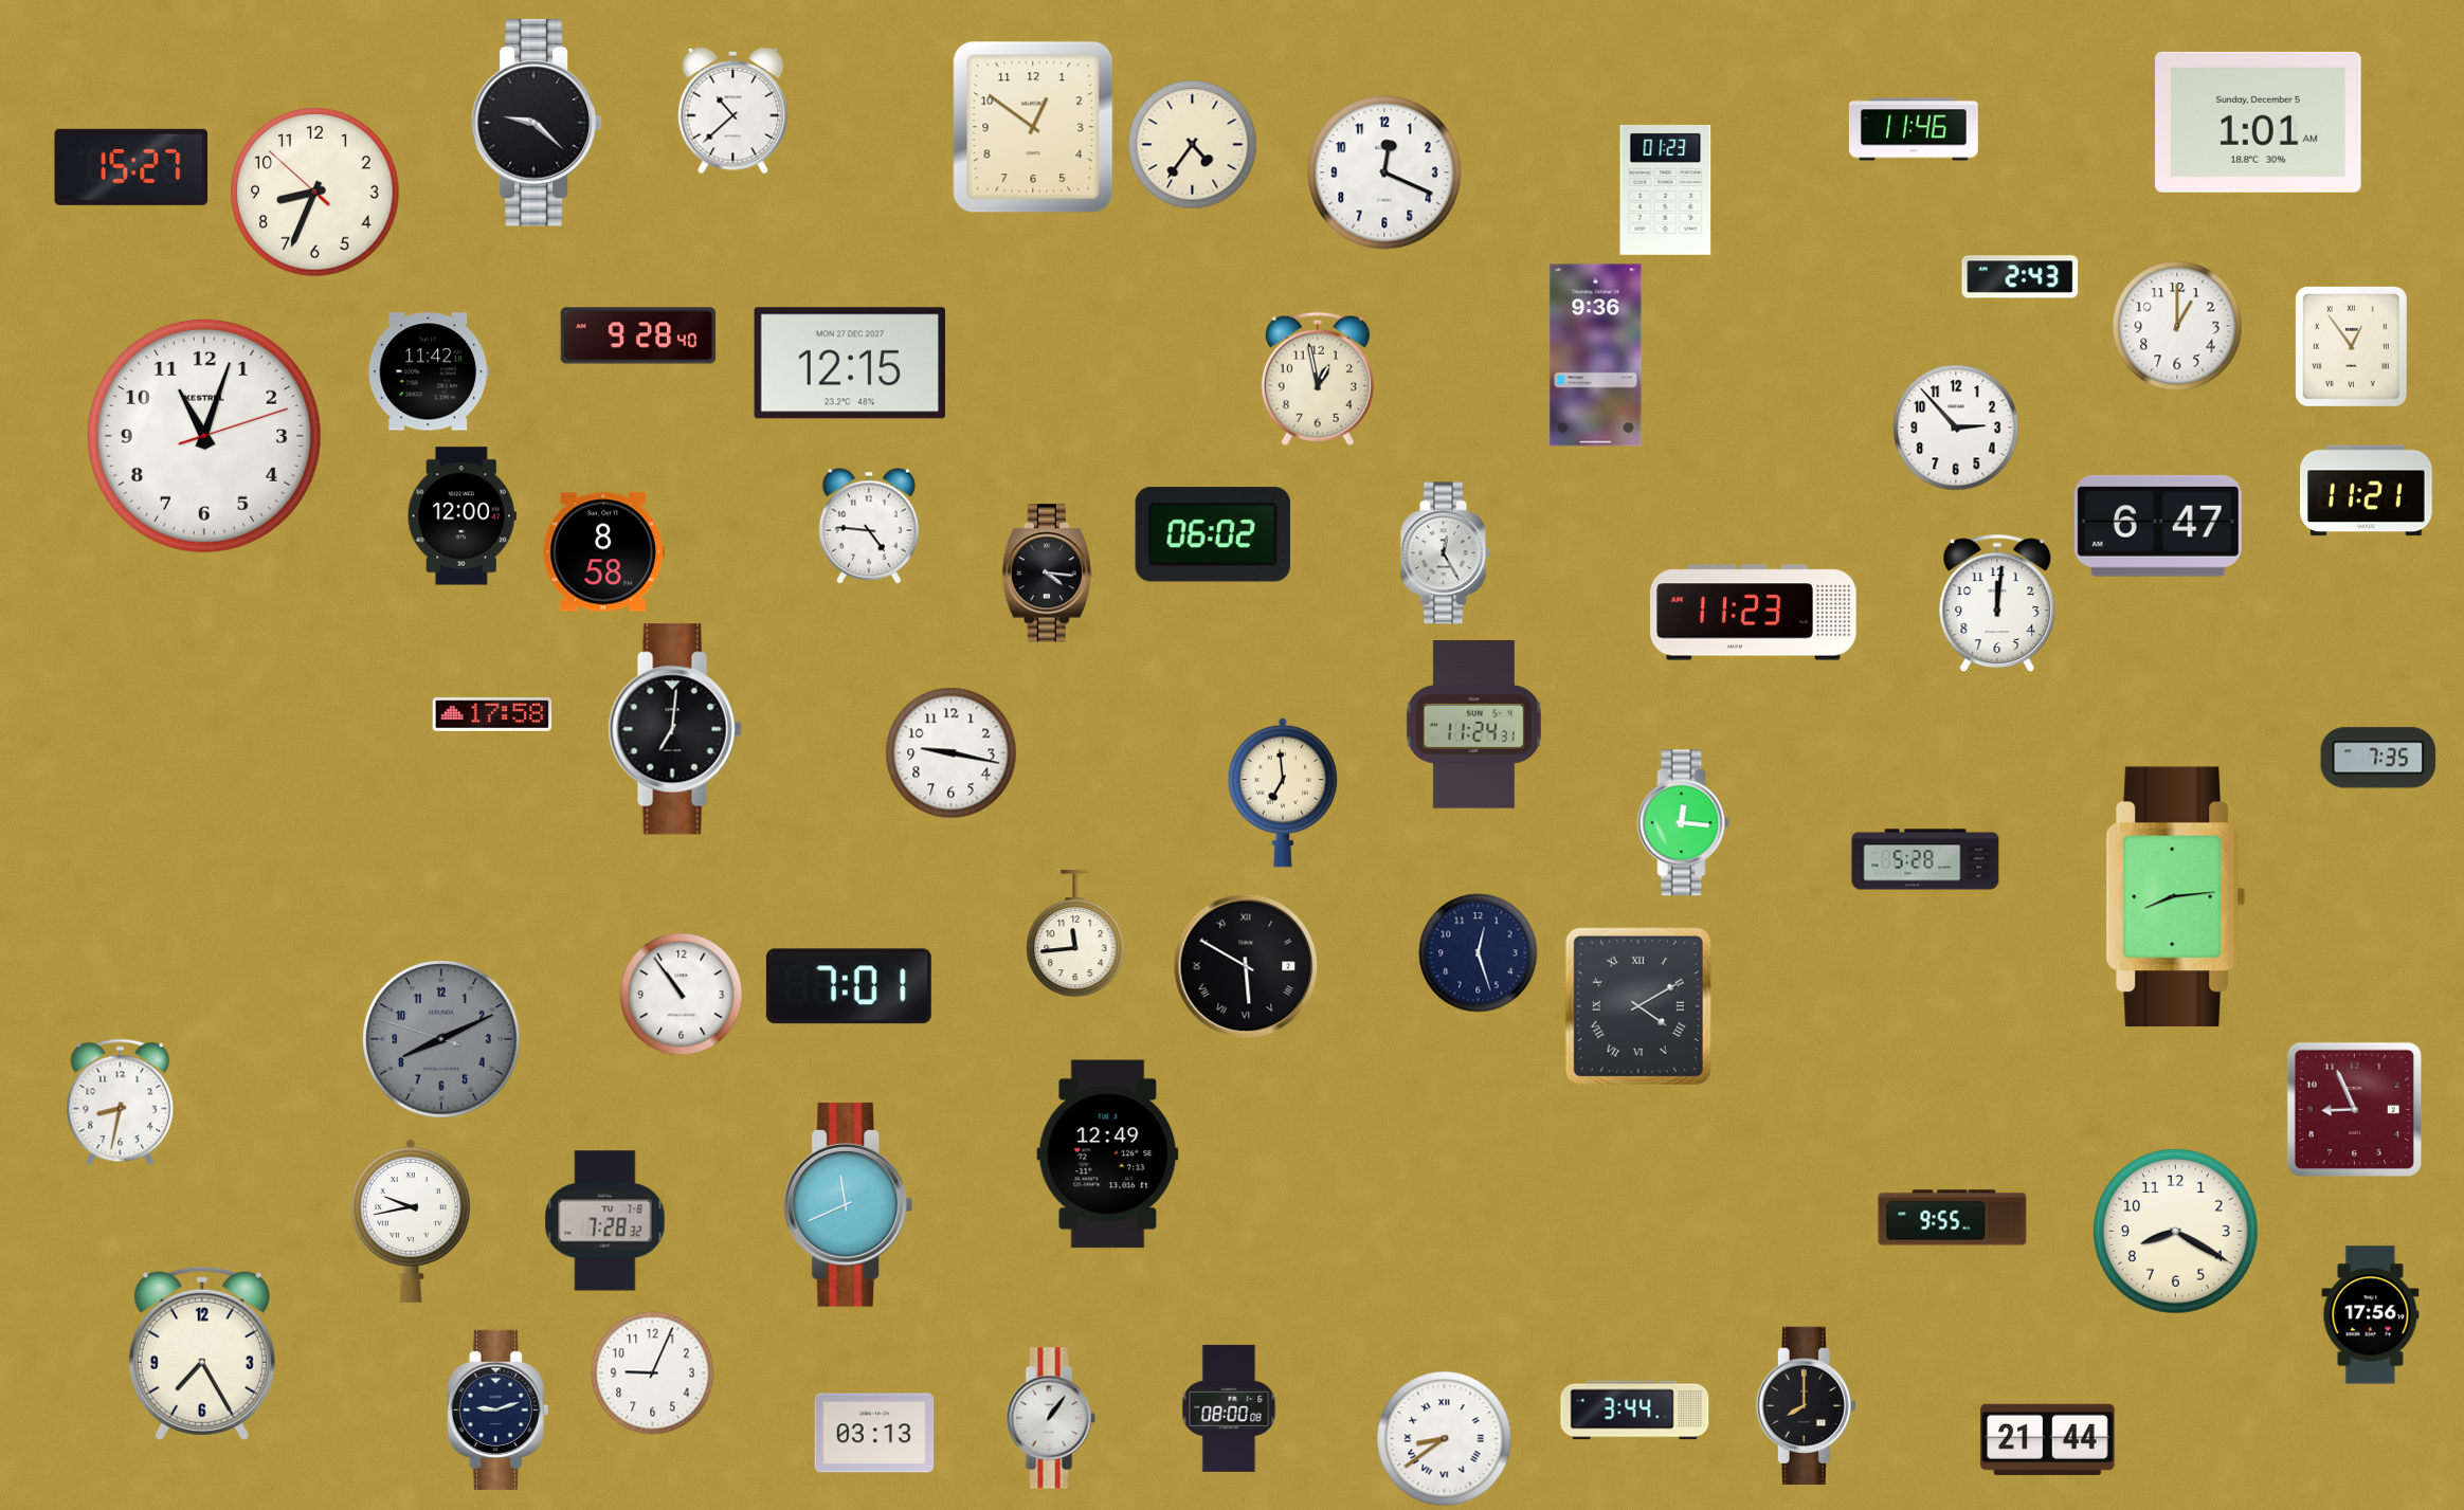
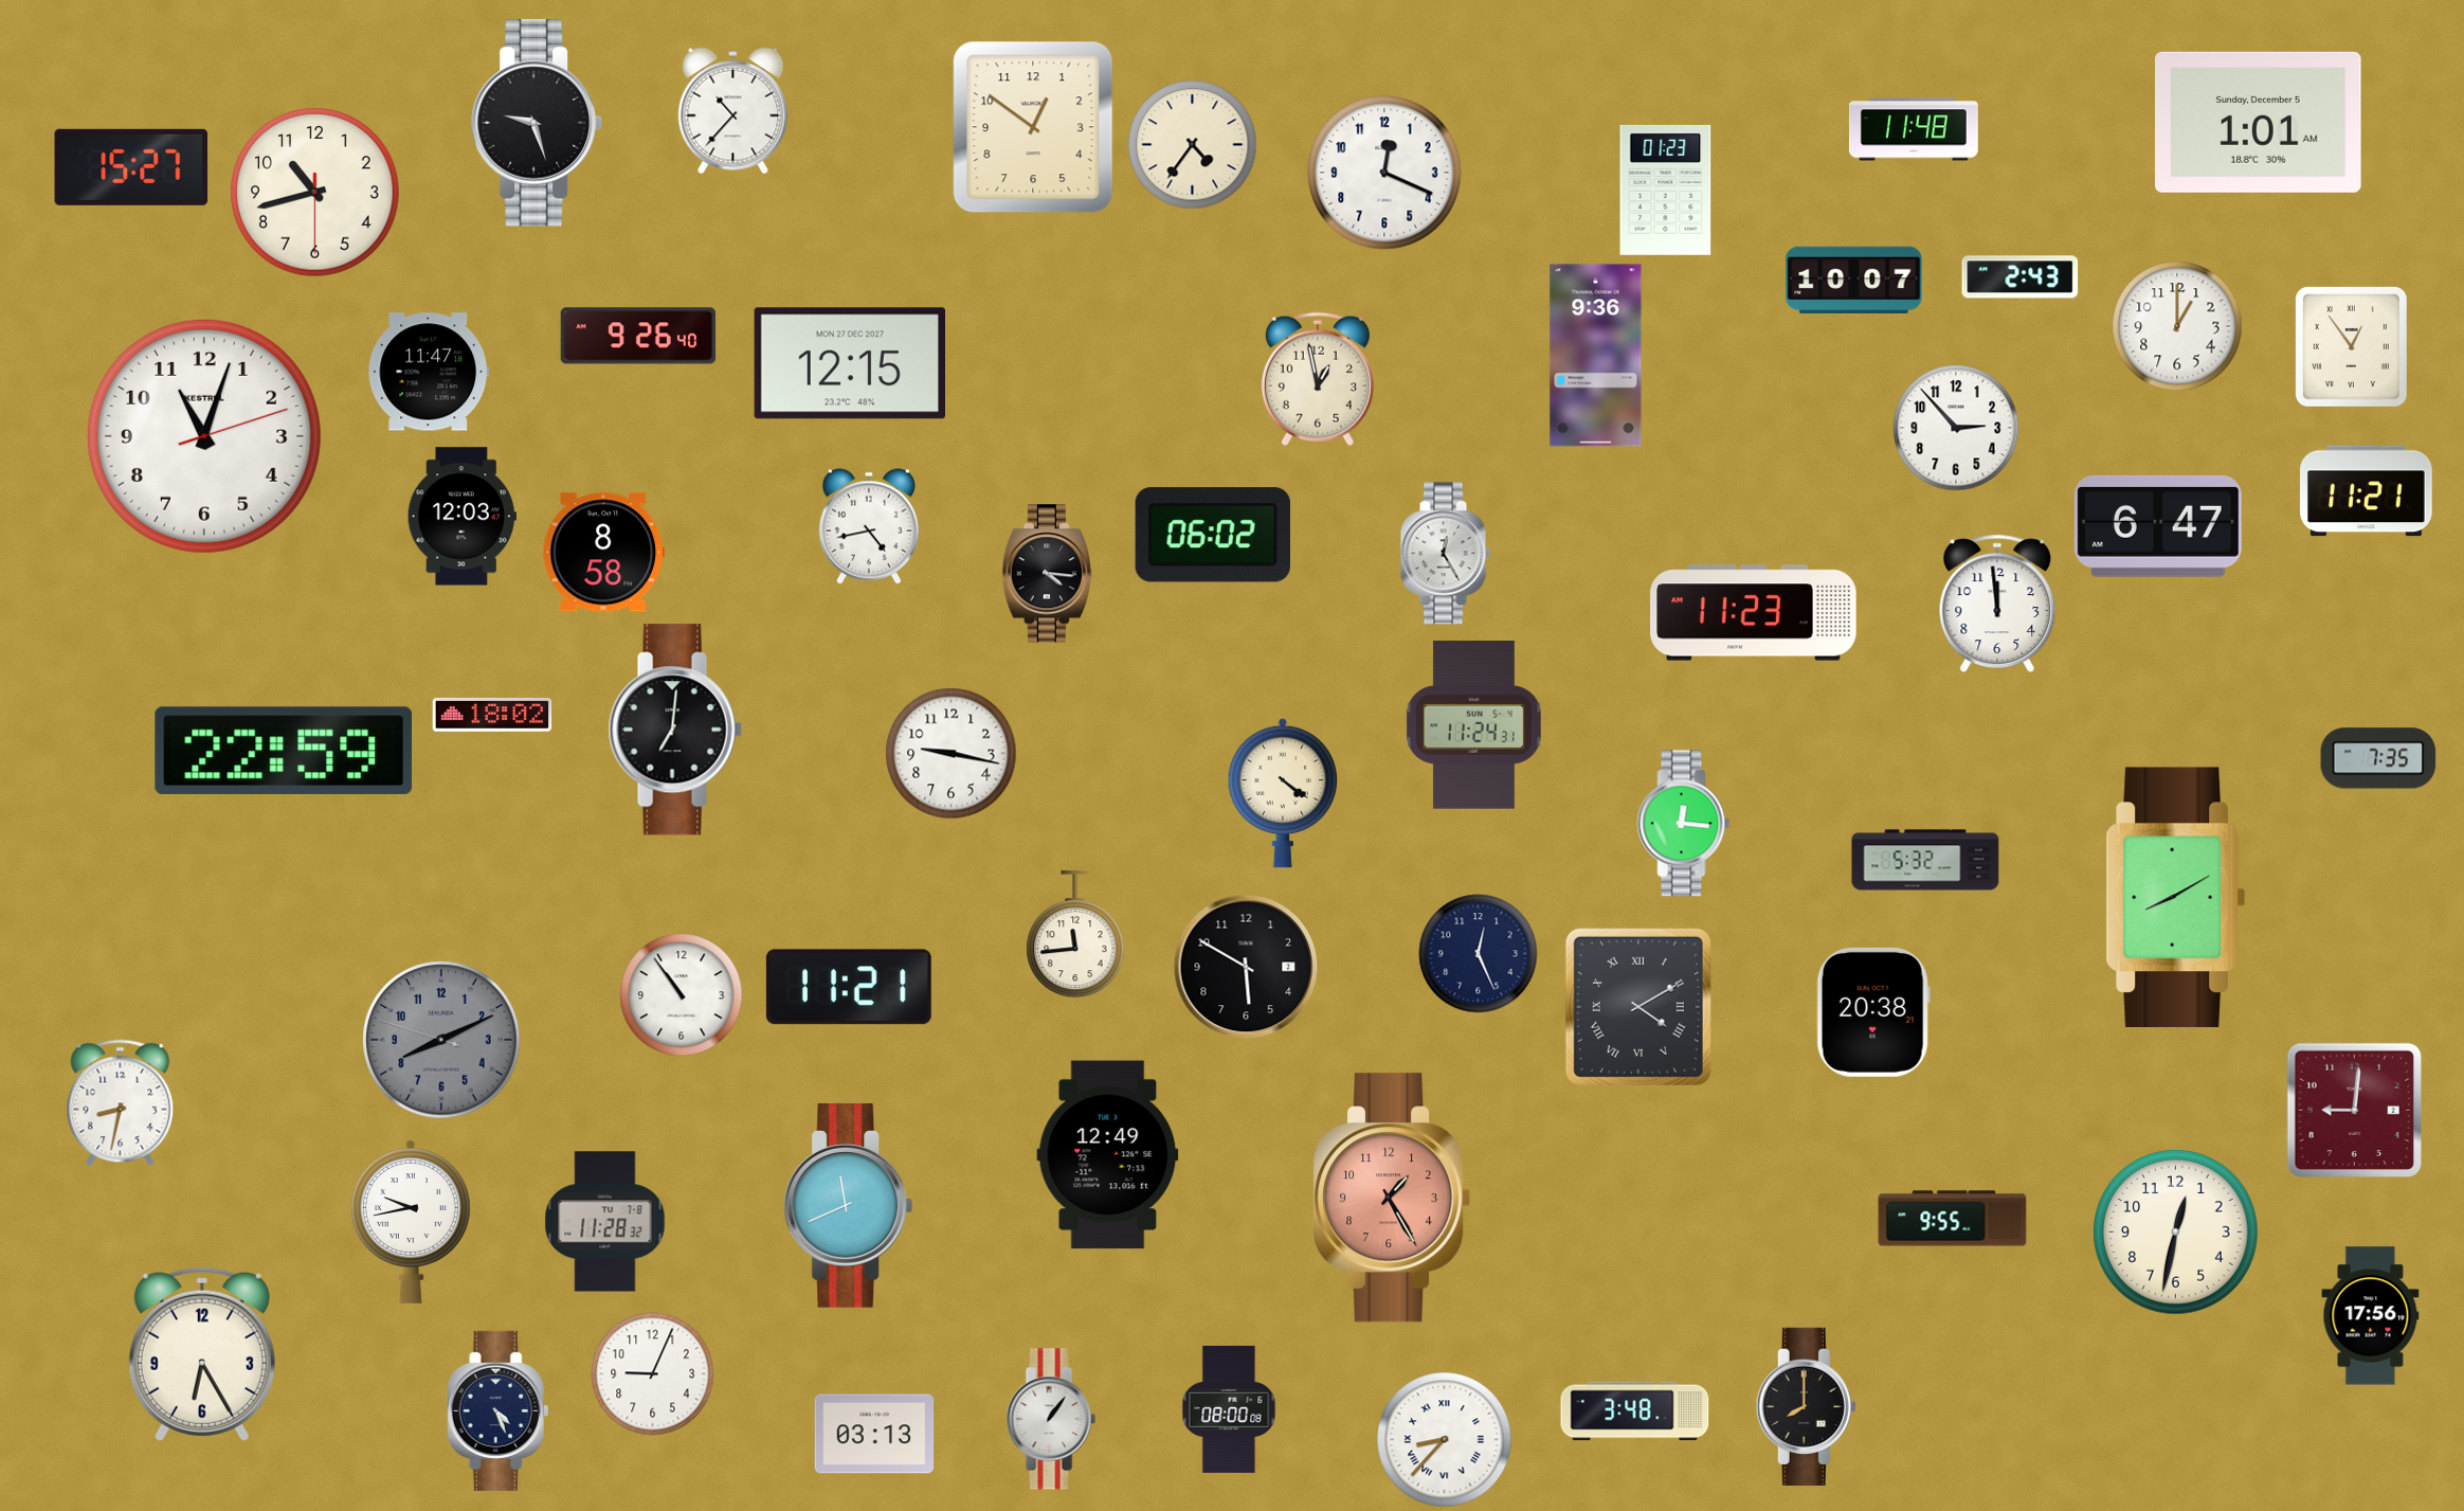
clock at (733, 111): 10:38 -> 10:37
clock at (537, 123): 9:22 -> 9:27
clock at (1914, 129): 11:46 -> 11:48
clock at (315, 193): 8:33 -> 10:42
clock at (1854, 280): none -> 10:07
clock at (638, 335): 9:28 -> 9:26
clock at (428, 371): 11:42 -> 11:47
clock at (461, 516): 12:00 -> 12:03
clock at (869, 526): 4:46 -> 4:43
clock at (1997, 603): 12:01 -> 11:59
clock at (492, 714): 17:58 -> 18:02
clock at (284, 750): none -> 22:59
clock at (1282, 793): 6:59 -> 4:21
clock at (1925, 859): 5:28 -> 5:32
clock at (2176, 897): 8:14 -> 8:10
clock at (1479, 953): 12:27 -> 12:26
clock at (1246, 966) numerals: Roman -> Arabic
clock at (849, 986): 7:01 -> 11:21
clock at (1873, 1012): none -> 20:38
clock at (2354, 1109): 8:56 -> 9:01
clock at (1393, 1198): none -> 1:25
clock at (605, 1221): 7:28 -> 11:28
clock at (2176, 1232): 8:20 -> 12:32
clock at (202, 1353): 7:25 -> 6:25
clock at (499, 1409): 9:12 -> 4:26
clock at (1635, 1411): 3:44 -> 3:48
clock at (1445, 1439): 8:39 -> 8:37
clock at (2048, 1439): 21:44 -> none
